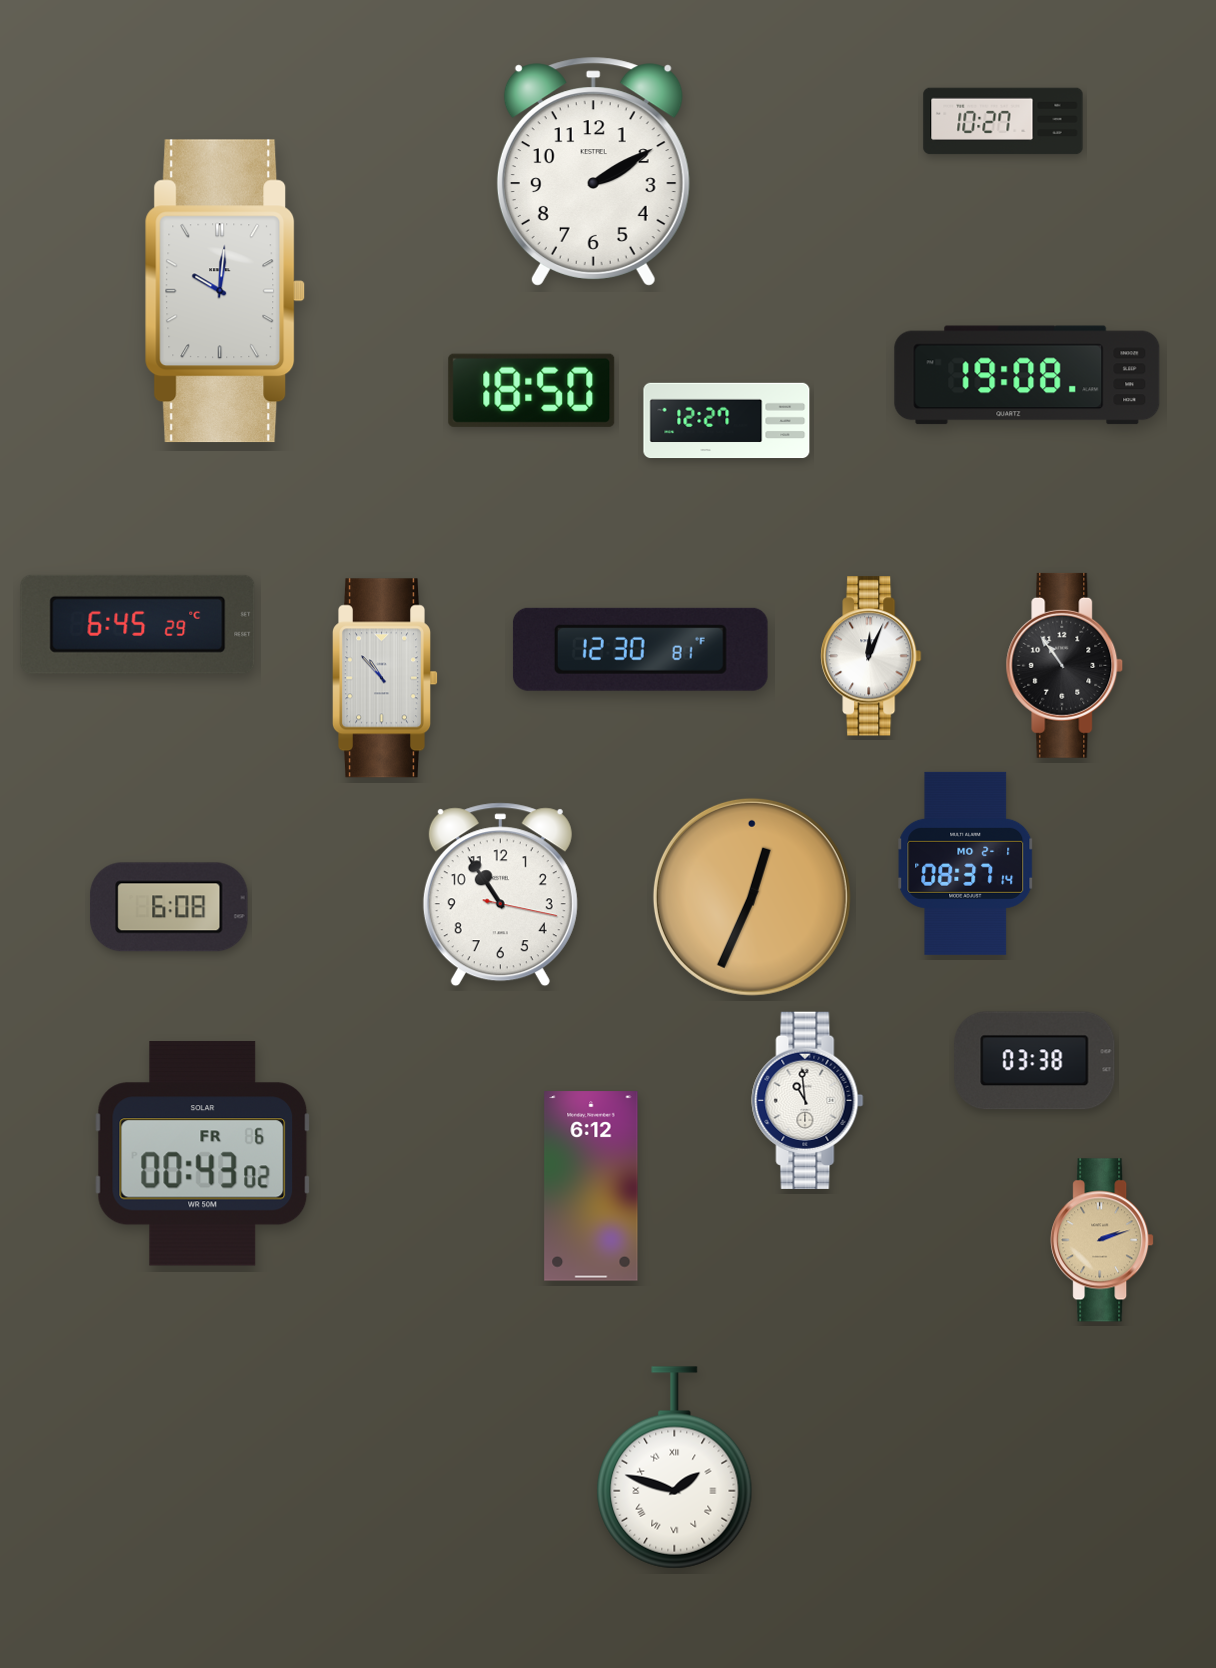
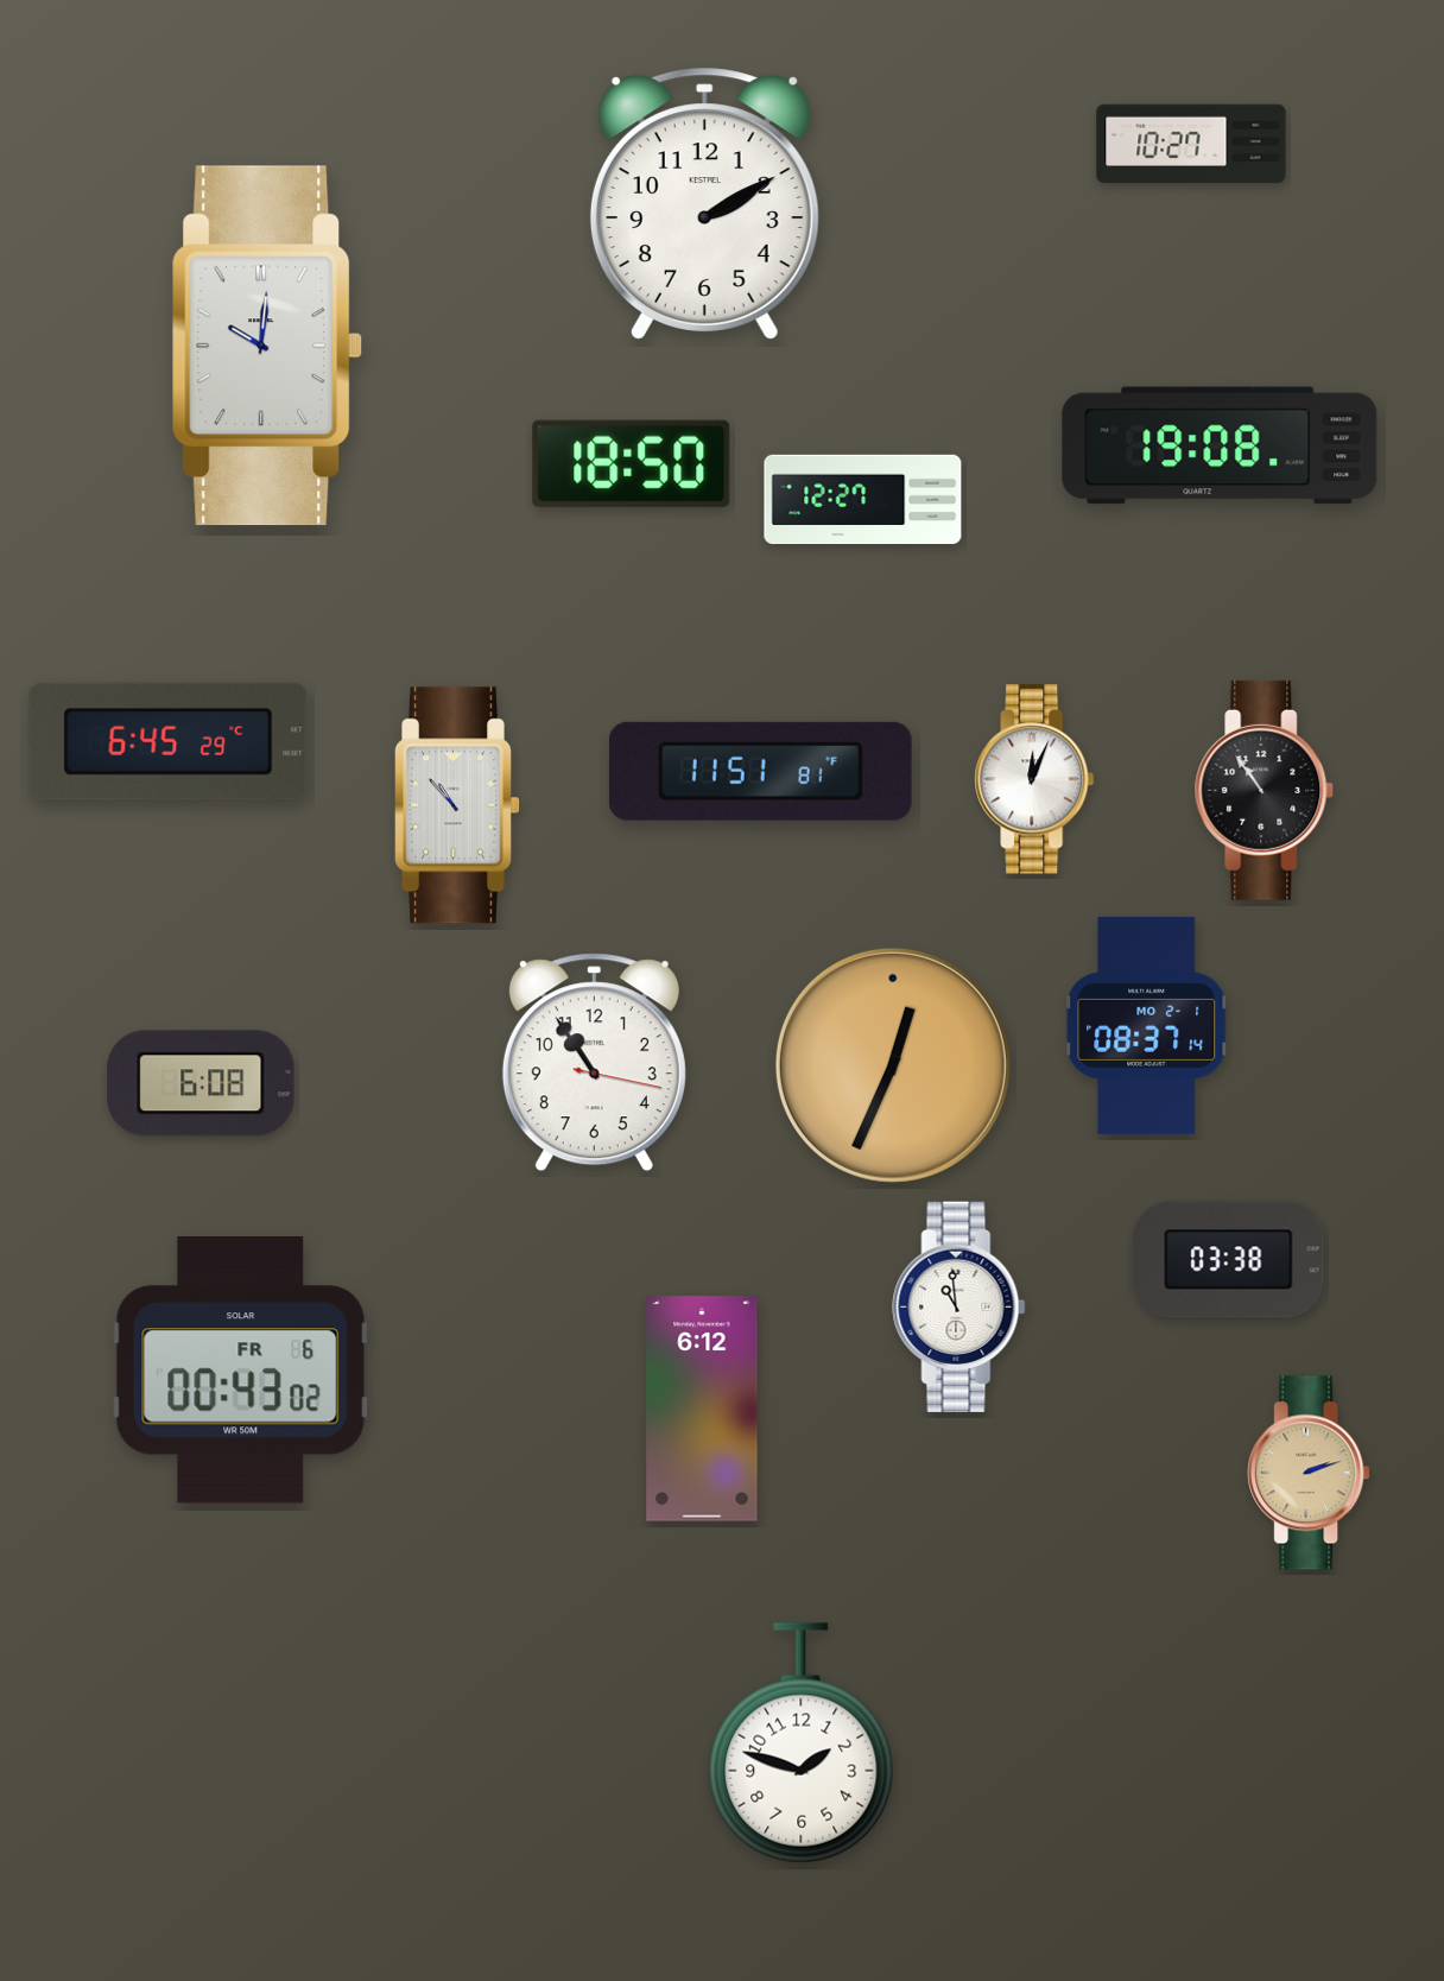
clock at (138, 624) position: (138, 624) -> (169, 741)
clock at (640, 649): 12:30 -> 11:51
clock at (169, 907) position: (169, 907) -> (201, 1083)
clock at (675, 1468) numerals: Roman -> Arabic
